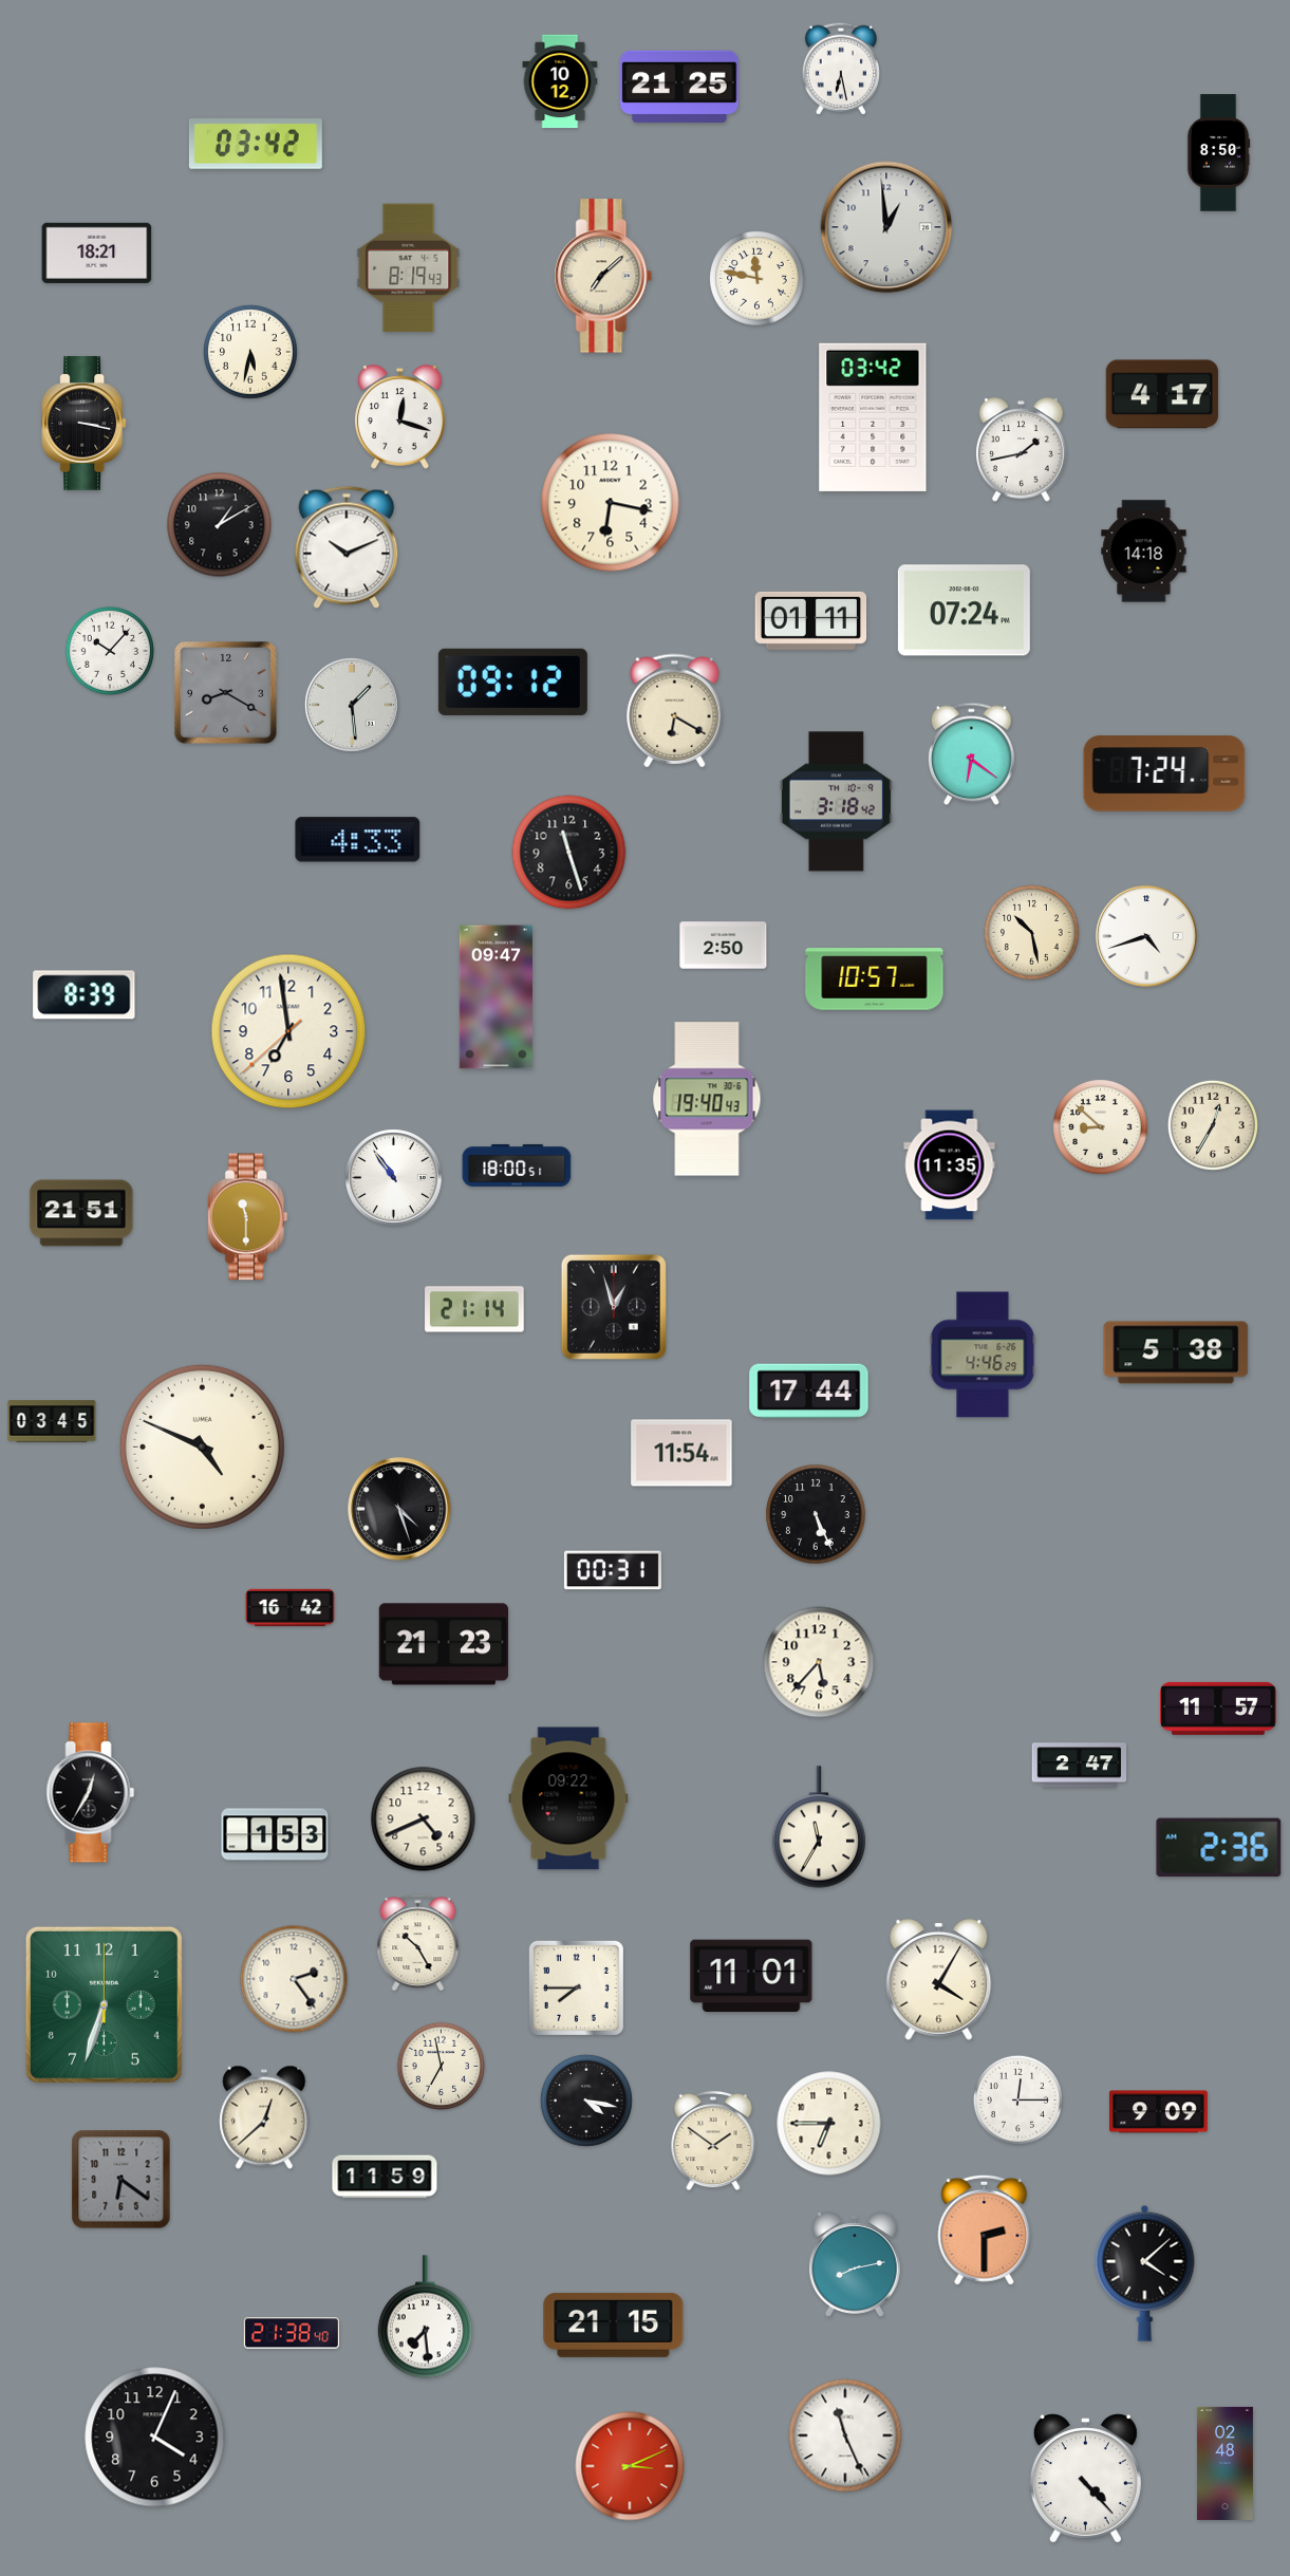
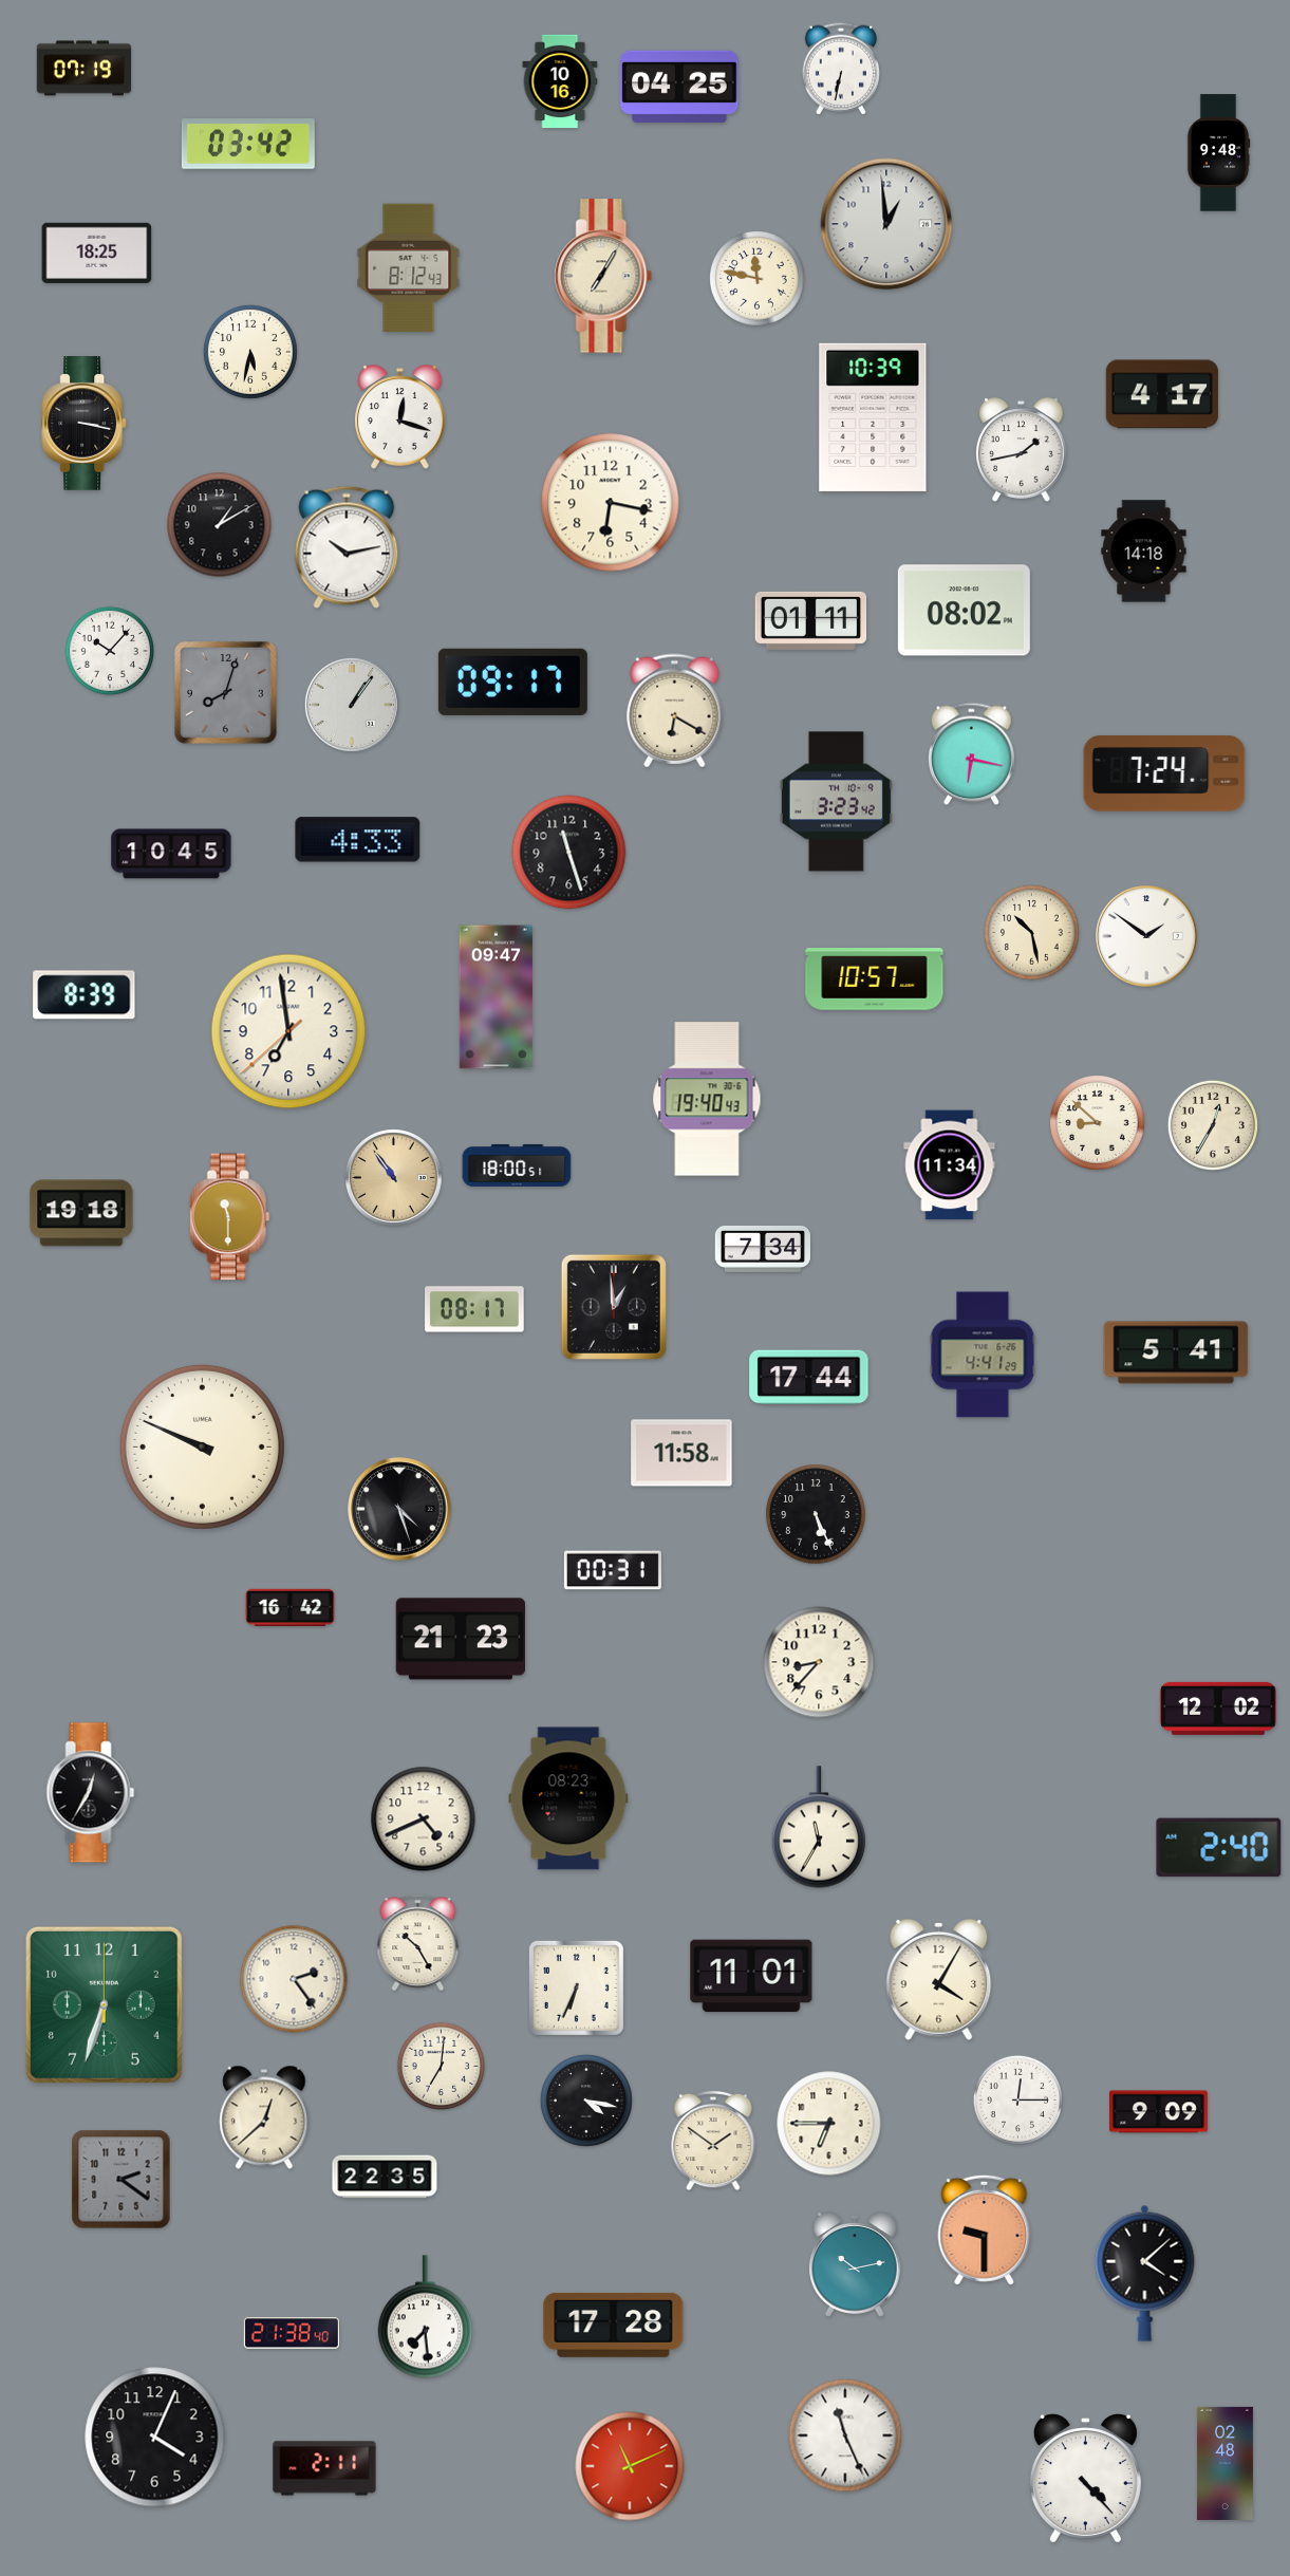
clock at (85, 69): none -> 07:19
clock at (841, 69): 6:28 -> 6:32
clock at (560, 81): 10:12 -> 10:16
clock at (679, 87): 21:25 -> 04:25
clock at (256, 144) position: (256, 144) -> (248, 144)
clock at (1218, 153): 8:50 -> 9:48
clock at (886, 227) position: (886, 227) -> (886, 224)
clock at (97, 253): 18:21 -> 18:25
clock at (409, 268): 8:19 -> 8:12
clock at (603, 276): 7:08 -> 7:05
clock at (873, 417): 03:42 -> 10:39
clock at (347, 547): 10:11 -> 10:13
clock at (964, 611): 07:24 -> 08:02
clock at (512, 682): 09:12 -> 09:17
clock at (226, 693): 8:20 -> 8:03
clock at (352, 705): 1:29 -> 1:06
clock at (971, 754): 6:21 -> 6:17
clock at (836, 802): 3:18 -> 3:23
clock at (171, 854): none -> 10:45
clock at (1146, 936): 4:42 -> 1:51
clock at (724, 946): 2:50 -> none
clock at (1101, 1127) position: (1101, 1127) -> (1098, 1123)
clock at (950, 1165): 11:35 -> 11:34
clock at (394, 1178) dial: white -> champagne
clock at (81, 1213): 21:51 -> 19:18
clock at (247, 1217) position: (247, 1217) -> (229, 1217)
clock at (763, 1249): none -> 7:34
clock at (614, 1307): 12:57 -> 12:59
clock at (474, 1309): 21:14 -> 08:17
clock at (1176, 1352): 5:38 -> 5:41
clock at (983, 1355): 4:46 -> 4:41
clock at (809, 1392) position: (809, 1392) -> (809, 1378)
clock at (52, 1421): 03:45 -> none
clock at (202, 1446): 4:49 -> 9:49
clock at (681, 1453): 11:54 -> 11:58
clock at (443, 1644) position: (443, 1644) -> (460, 1639)
clock at (819, 1662): 5:37 -> 8:37
clock at (1219, 1709): 11:57 -> 12:02
clock at (1080, 1766): 2:47 -> none
clock at (568, 1798): 09:22 -> 08:23
clock at (275, 1834): 1:53 -> none
clock at (1219, 1848): 2:36 -> 2:40
clock at (576, 1987): 7:45 -> 6:34
clock at (442, 2067): 6:58 -> 7:01
clock at (385, 2177): 11:59 -> 22:35
clock at (121, 2180): 6:21 -> 2:21
clock at (985, 2229): 2:30 -> 9:30
clock at (855, 2264): 8:13 -> 10:13
clock at (614, 2325): 21:15 -> 17:28
clock at (630, 2466): 3:11 -> 11:11
clock at (324, 2468): none -> 2:11
